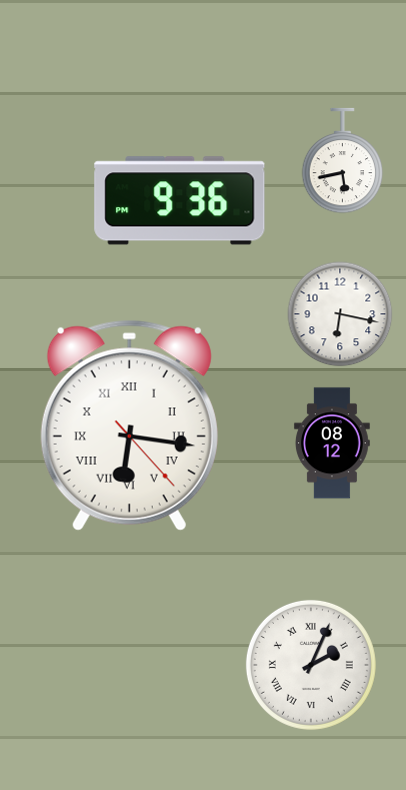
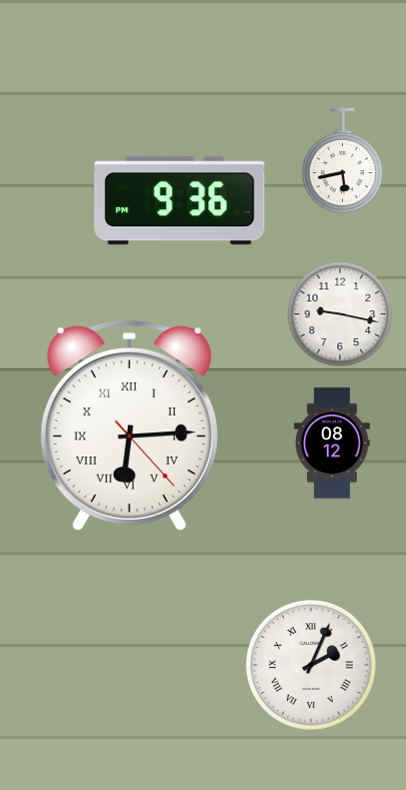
clock at (340, 314): 6:17 -> 9:17
clock at (129, 425): 6:16 -> 6:14
